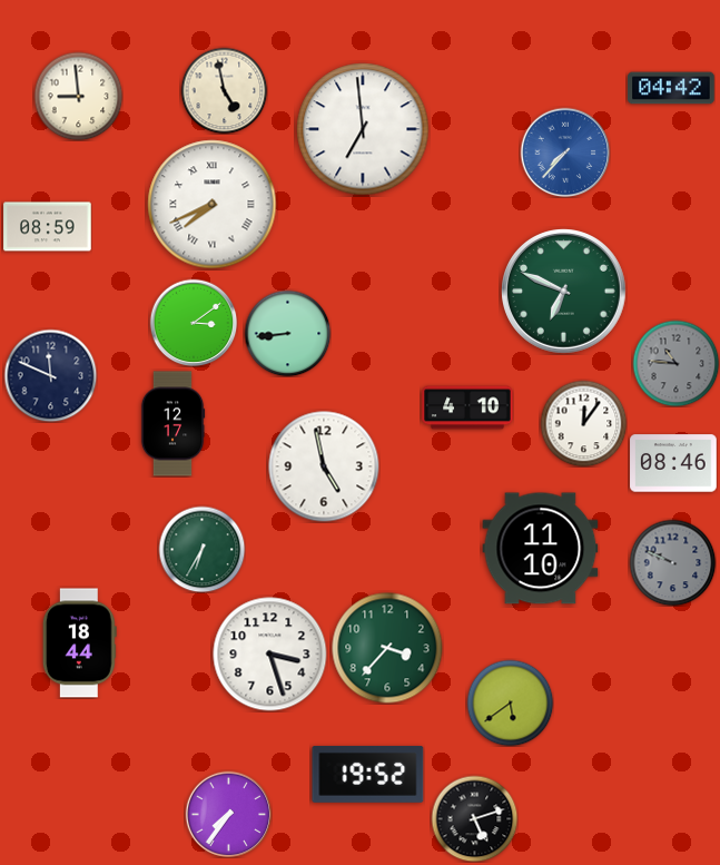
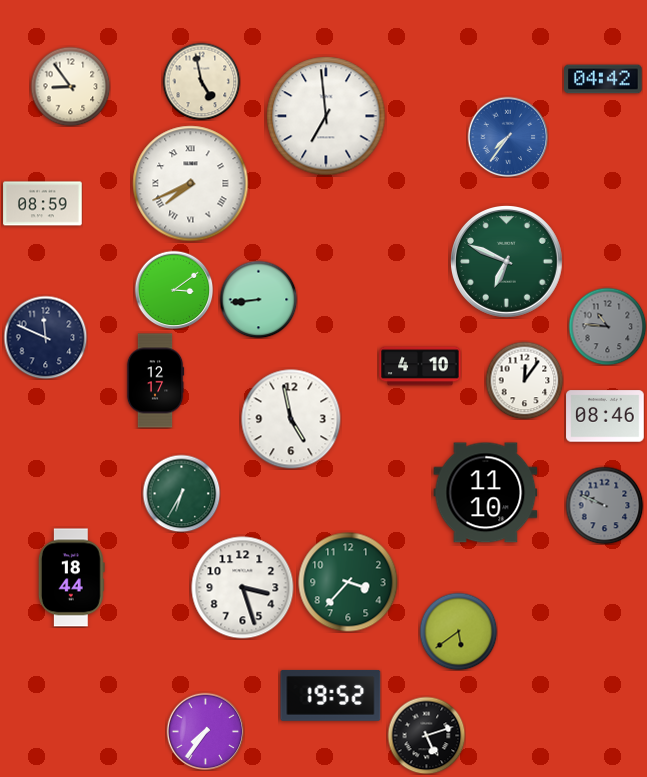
clock at (78, 96): 8:59 -> 8:54
clock at (565, 153): 7:37 -> 7:36
